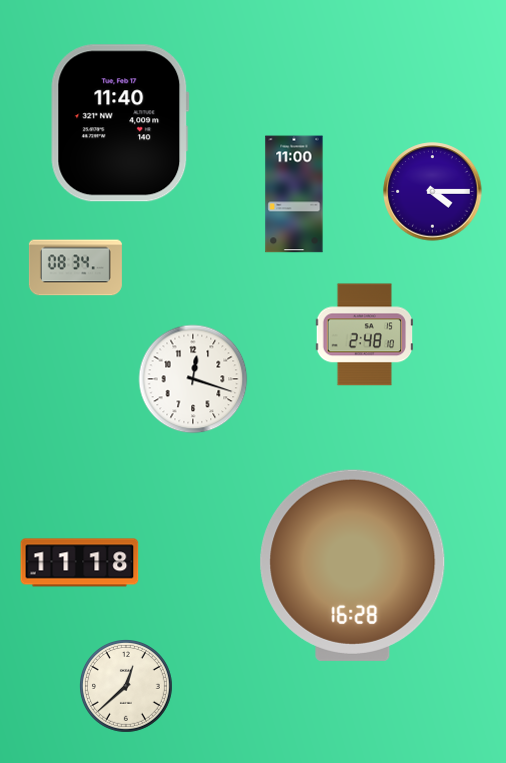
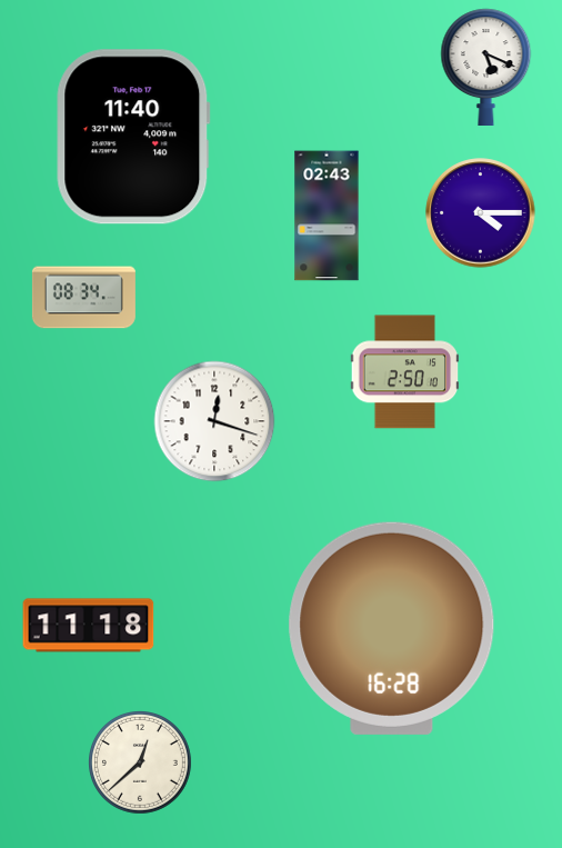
clock at (486, 67): none -> 5:19
clock at (294, 194): 11:00 -> 02:43
clock at (365, 335): 2:48 -> 2:50
